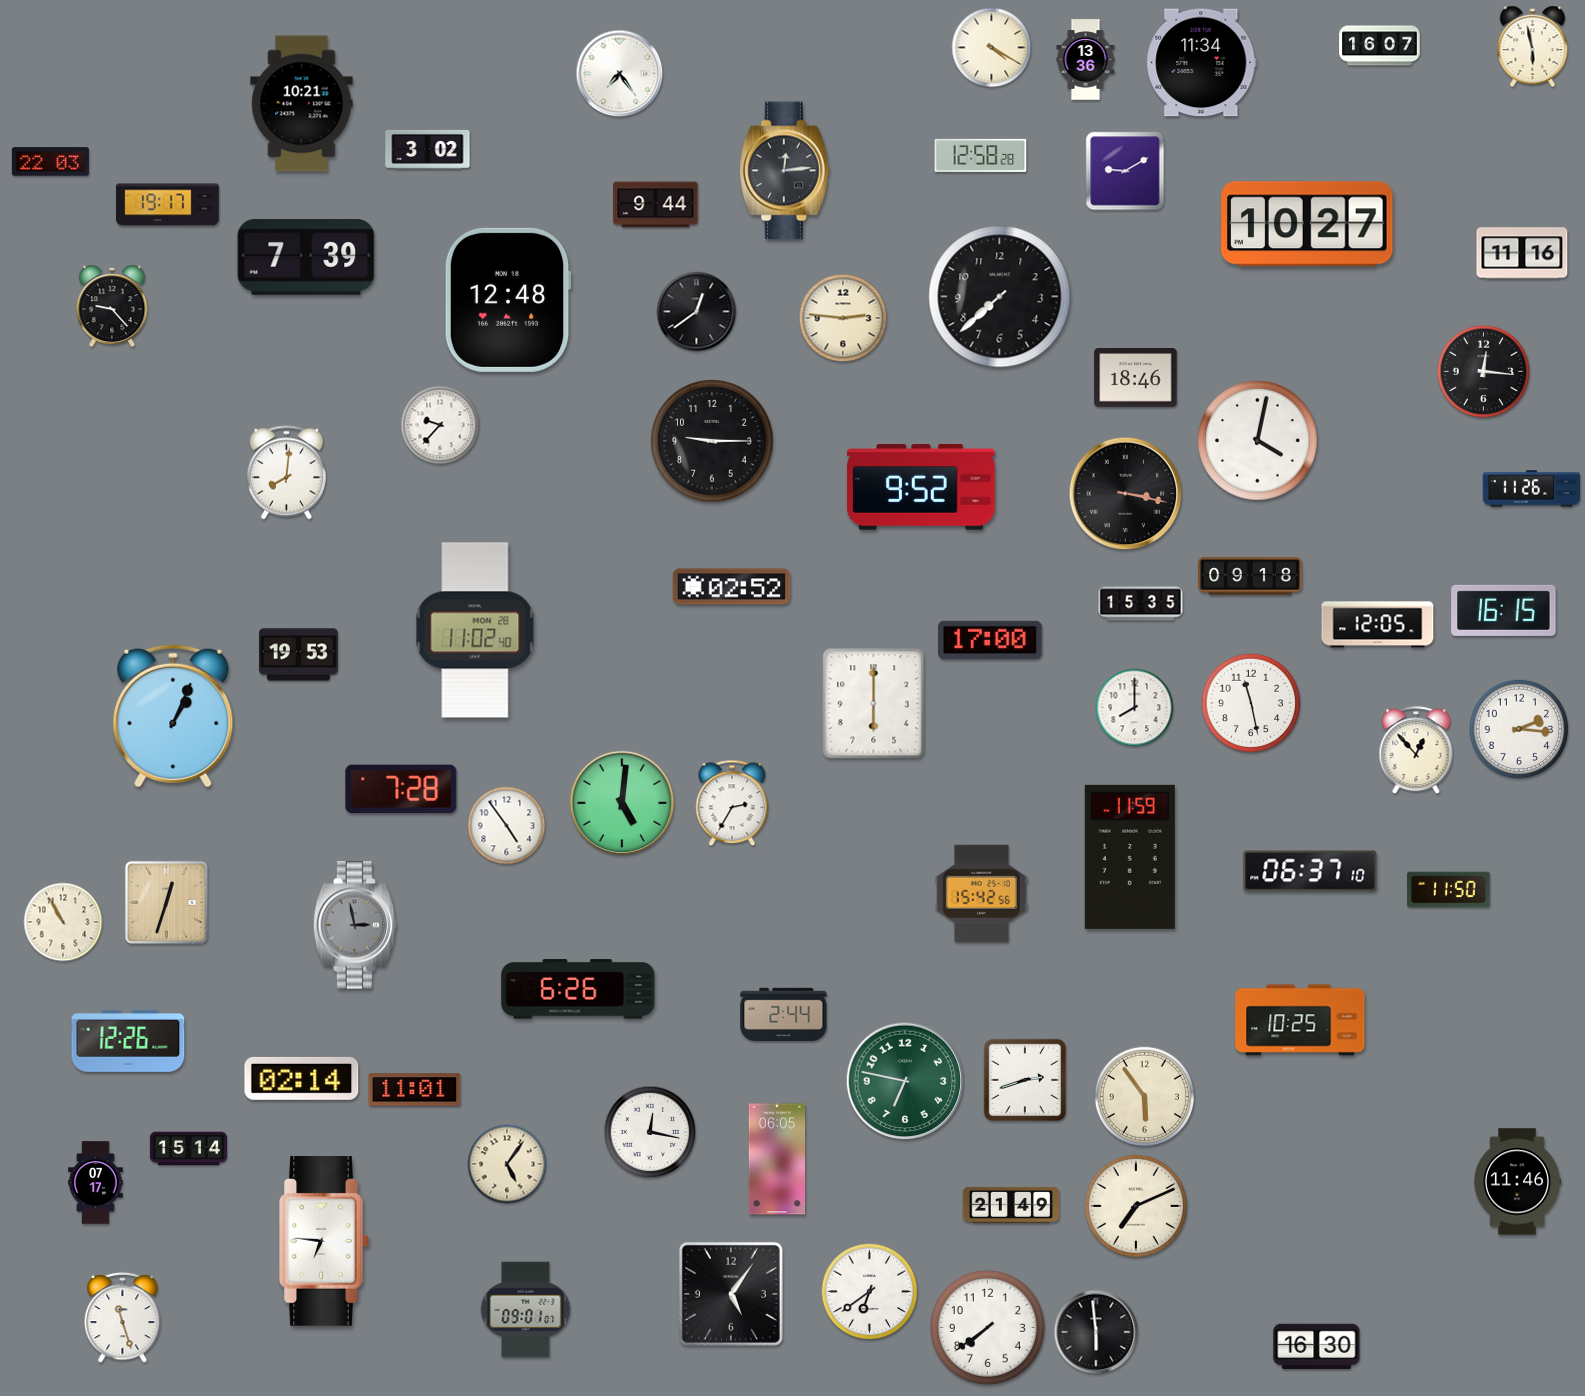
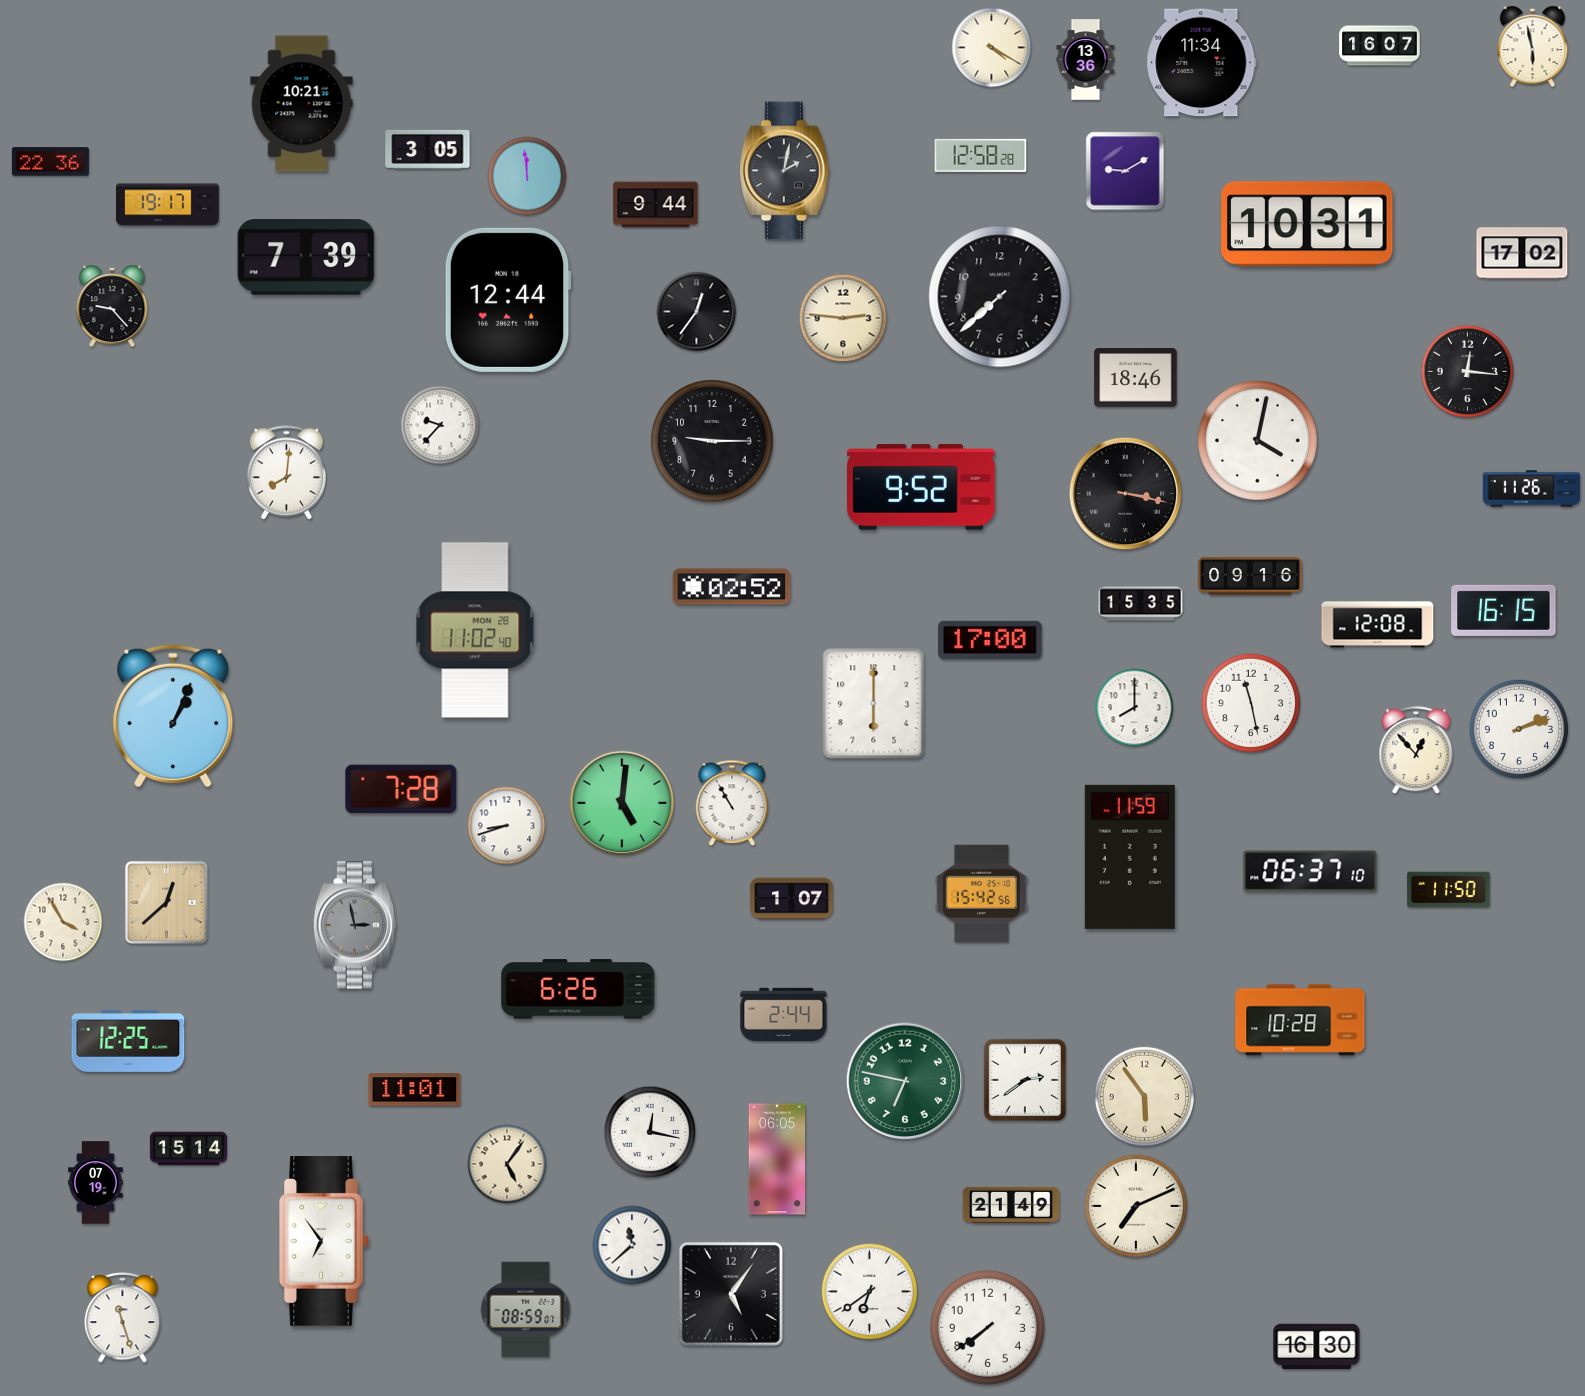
clock at (620, 74): 7:24 -> none
clock at (428, 149): 3:02 -> 3:05
clock at (50, 162): 22:03 -> 22:36
clock at (784, 171): 12:14 -> 2:02
clock at (527, 176): none -> 11:59
clock at (1307, 224): 10:27 -> 10:31
clock at (1522, 253): 11:16 -> 17:02
clock at (508, 300): 12:48 -> 12:44
clock at (697, 312): 12:39 -> 12:36
clock at (1484, 372) position: (1484, 372) -> (1468, 372)
clock at (1250, 576): 09:18 -> 09:16
clock at (1378, 625): 12:05 -> 12:08
clock at (298, 655): 19:53 -> none
clock at (1519, 729): 2:16 -> 2:12
clock at (732, 803): 2:35 -> 10:55
clock at (507, 826): 4:54 -> 8:42
clock at (792, 899): none -> 1:07
clock at (166, 902): 12:33 -> 12:38
clock at (63, 922): 10:55 -> 3:55
clock at (1300, 1020): 10:25 -> 10:28
clock at (128, 1041): 12:26 -> 12:25
clock at (302, 1078): 02:14 -> none
clock at (1024, 1079): 2:42 -> 2:39
clock at (1517, 1182): 11:46 -> none
clock at (96, 1183): 07:17 -> 07:19
clock at (324, 1242): 6:46 -> 6:54
clock at (632, 1245): none -> 11:38
clock at (526, 1310): 09:01 -> 08:59
clock at (1096, 1332): 5:59 -> none
